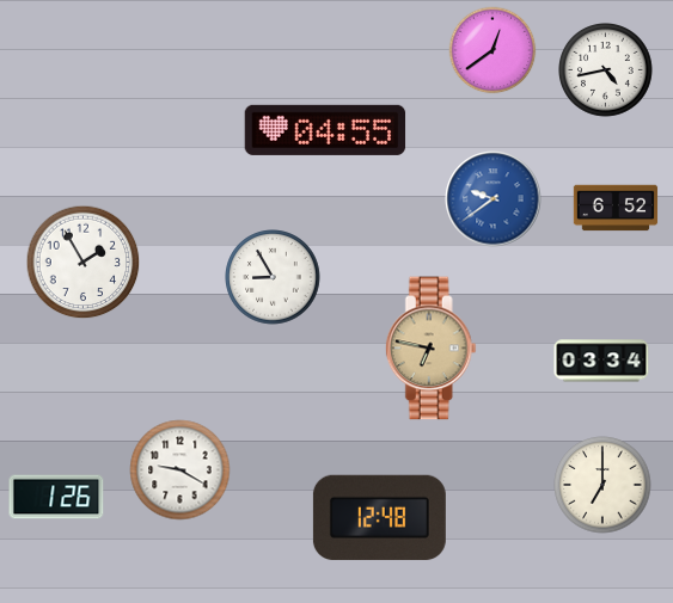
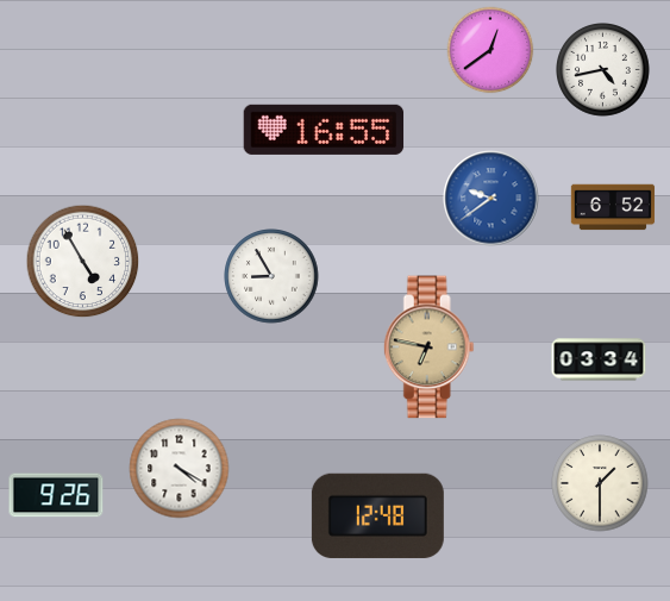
clock at (325, 130): 04:55 -> 16:55
clock at (84, 263): 1:55 -> 4:55
clock at (181, 470): 9:20 -> 4:20
clock at (602, 485): 7:00 -> 1:30
clock at (56, 497): 1:26 -> 9:26
